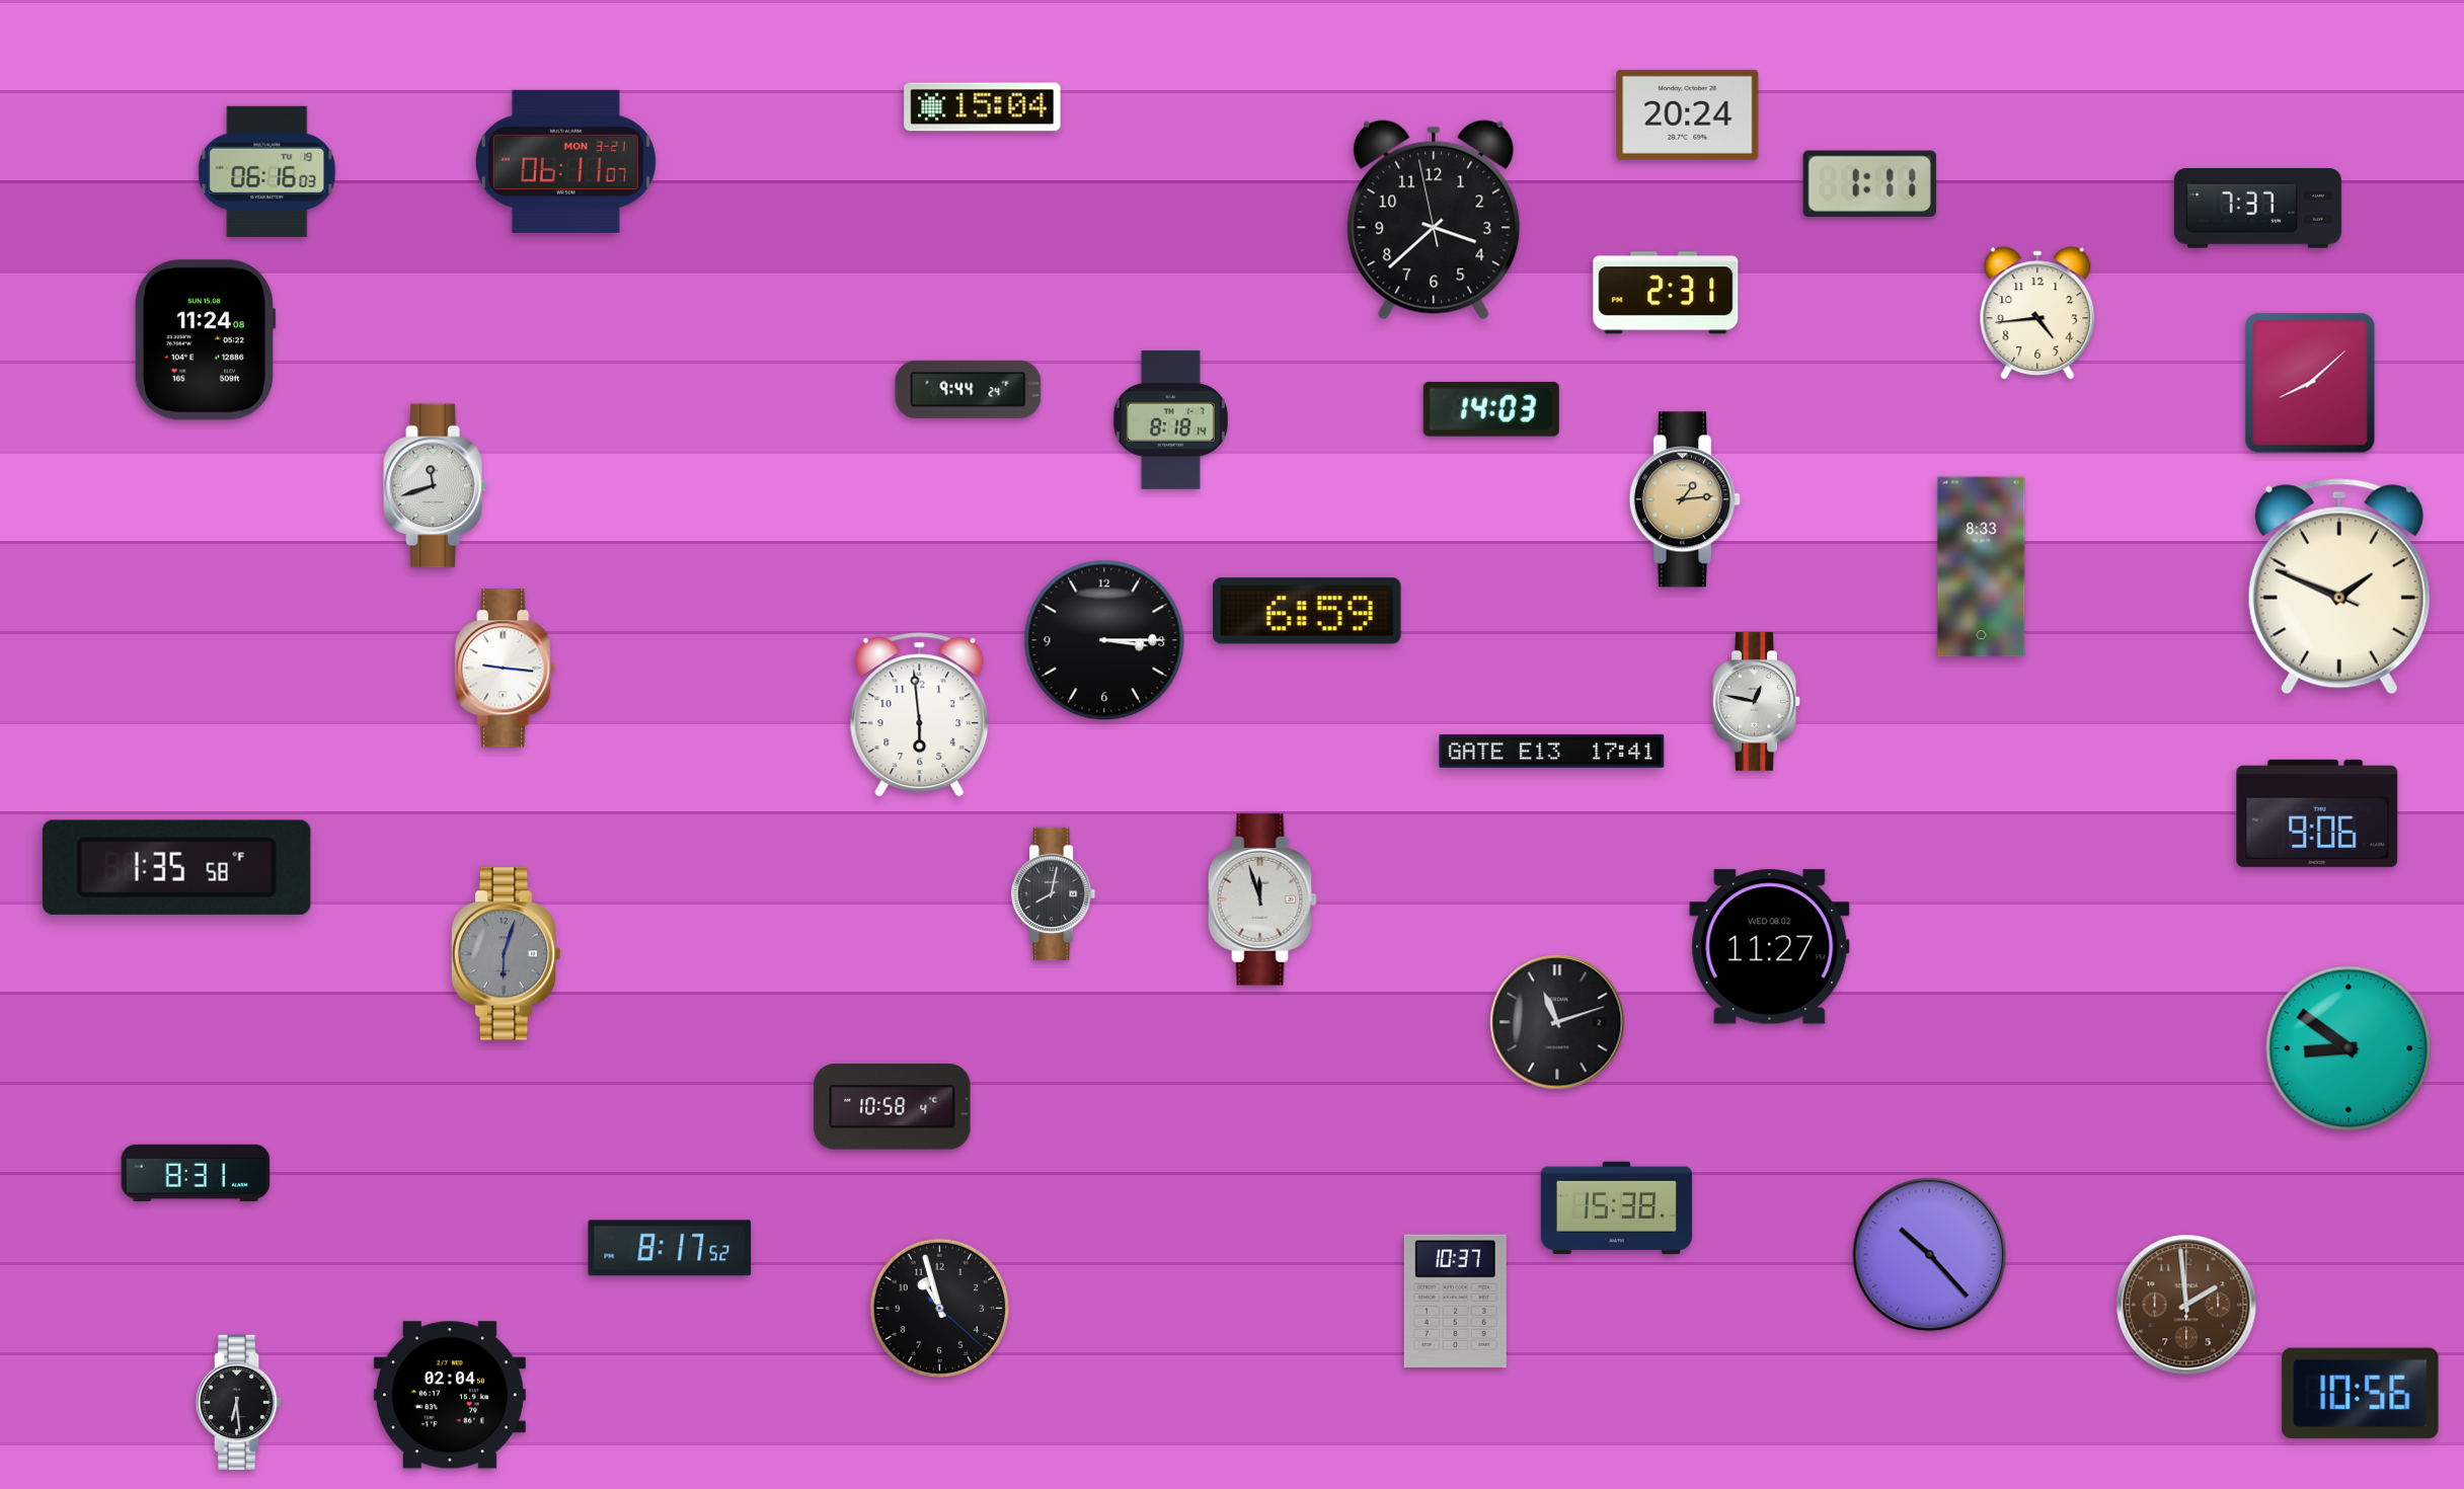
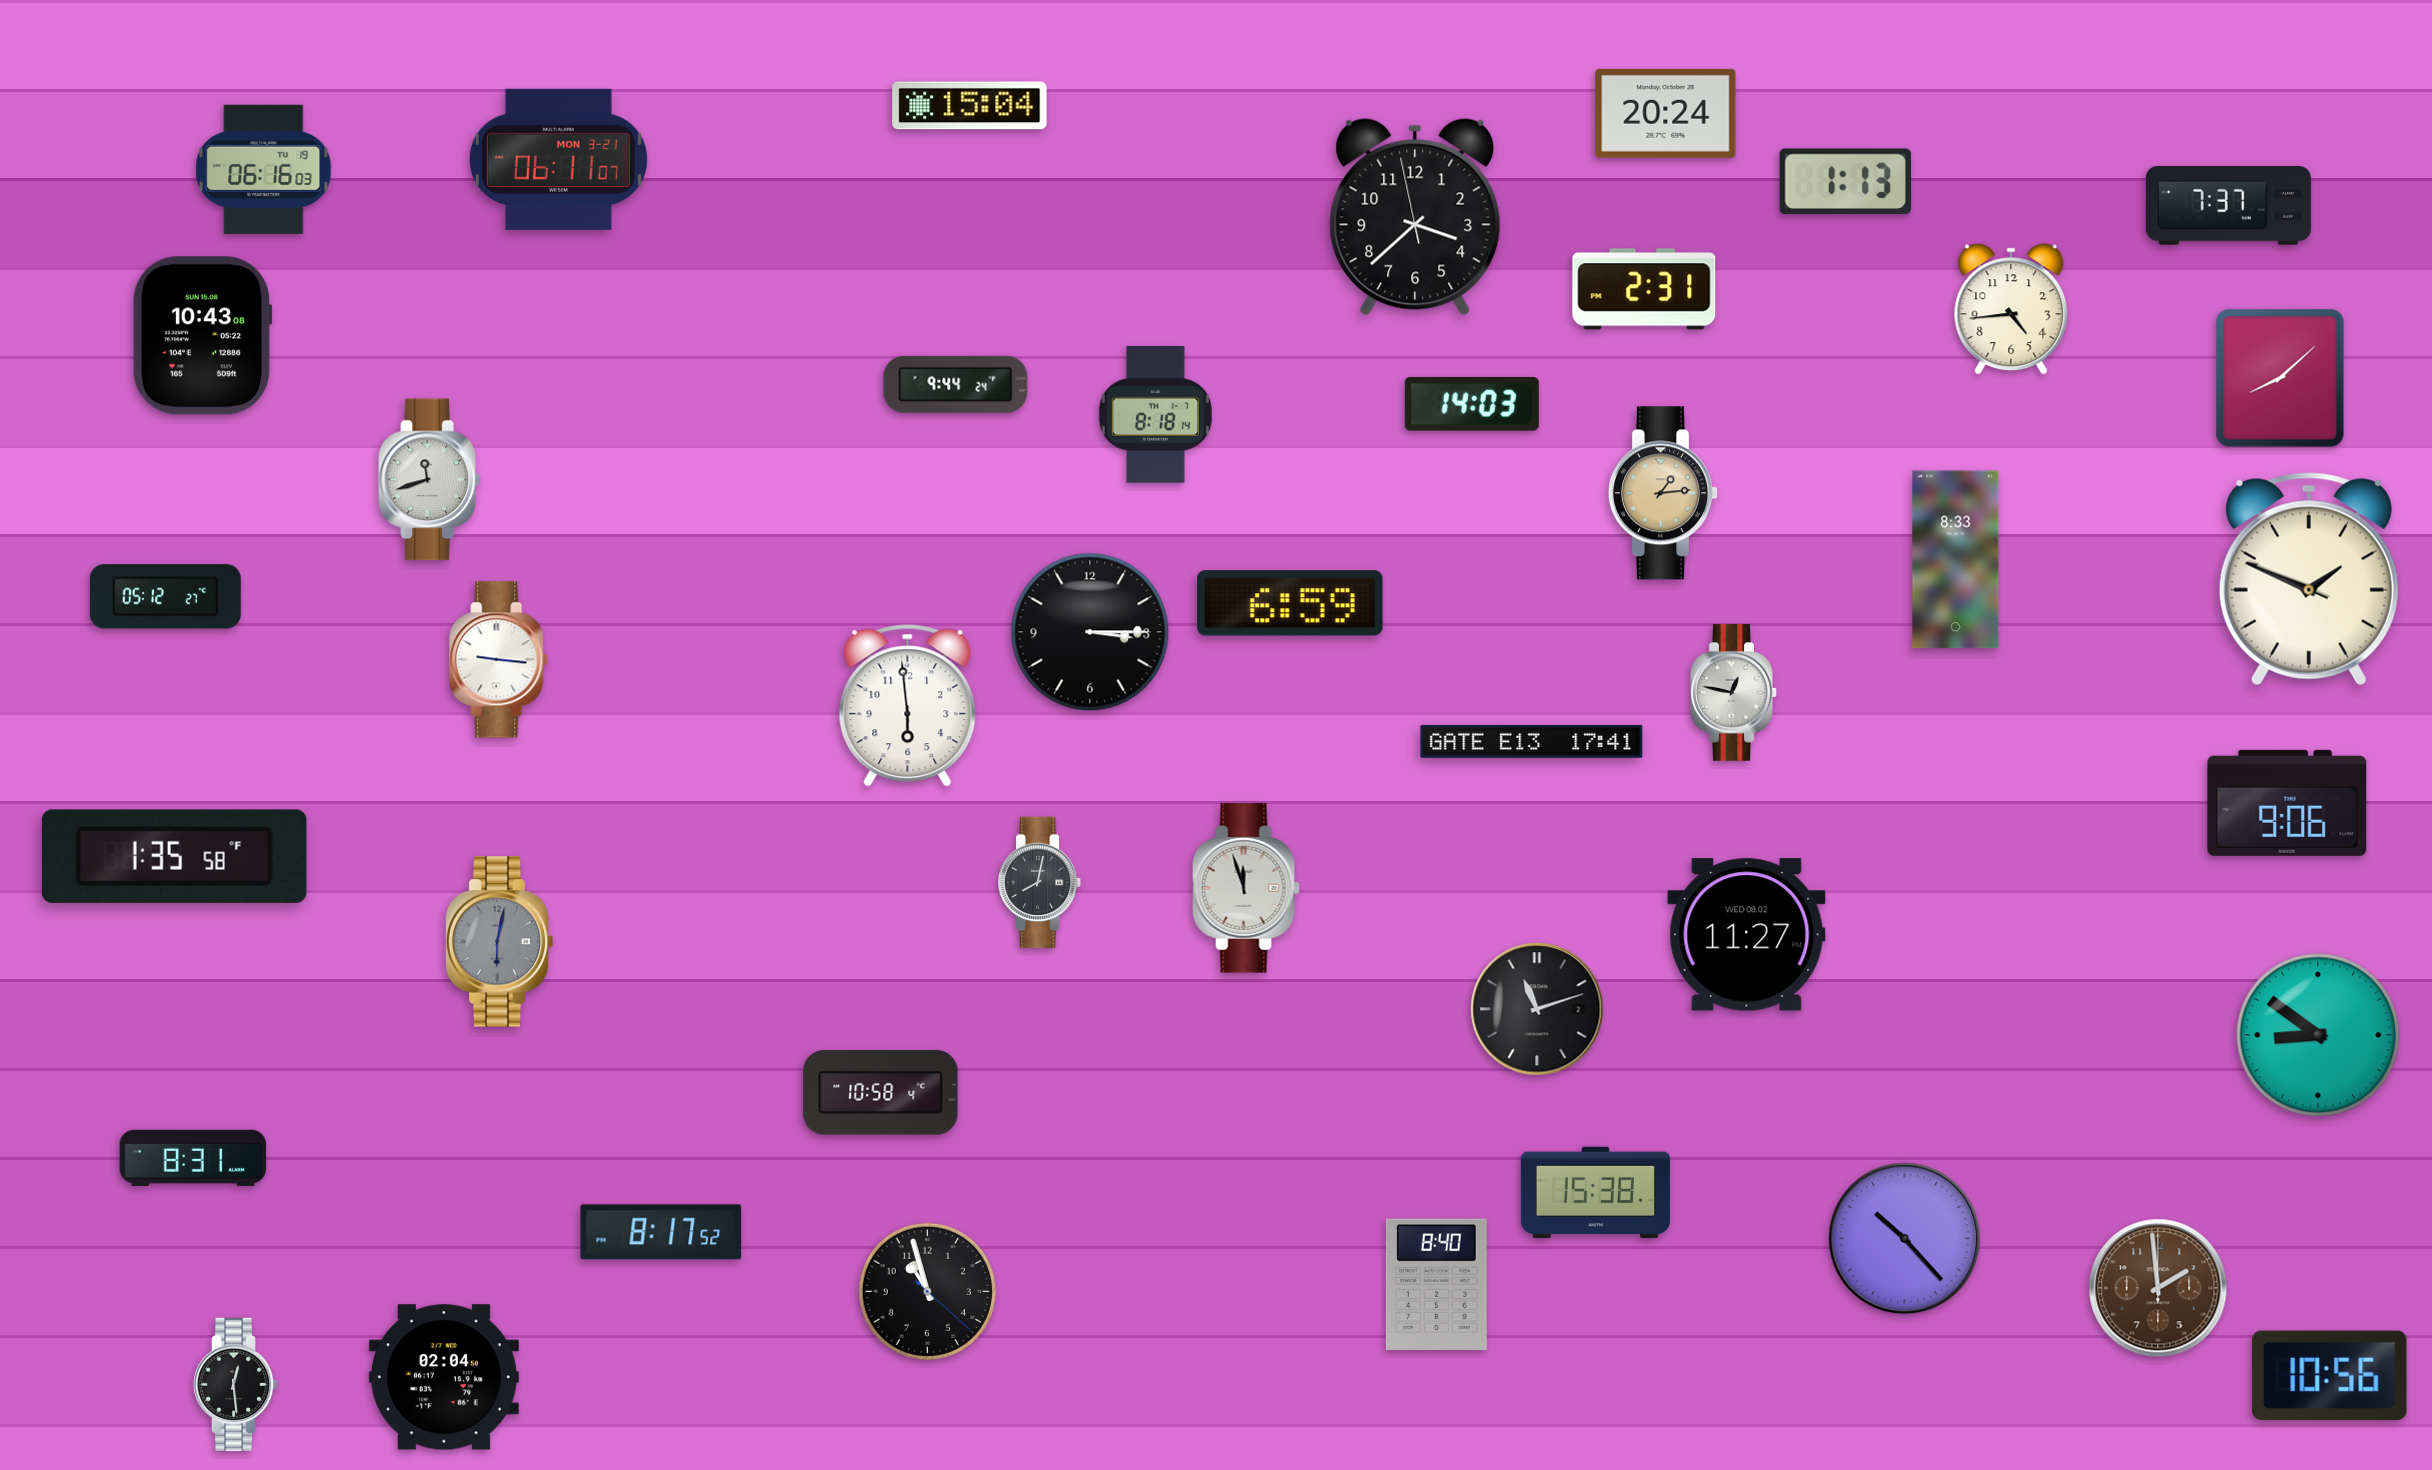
clock at (1869, 183): 1:11 -> 1:13
clock at (205, 340): 11:24 -> 10:43
clock at (165, 597): none -> 05:12
clock at (506, 954): 6:03 -> 6:02
clock at (1455, 1301): 10:37 -> 8:40
clock at (240, 1402): 6:29 -> 12:29
